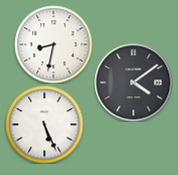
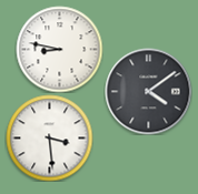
clock at (53, 44): 8:32 -> 8:47
clock at (44, 124): 5:26 -> 3:29
